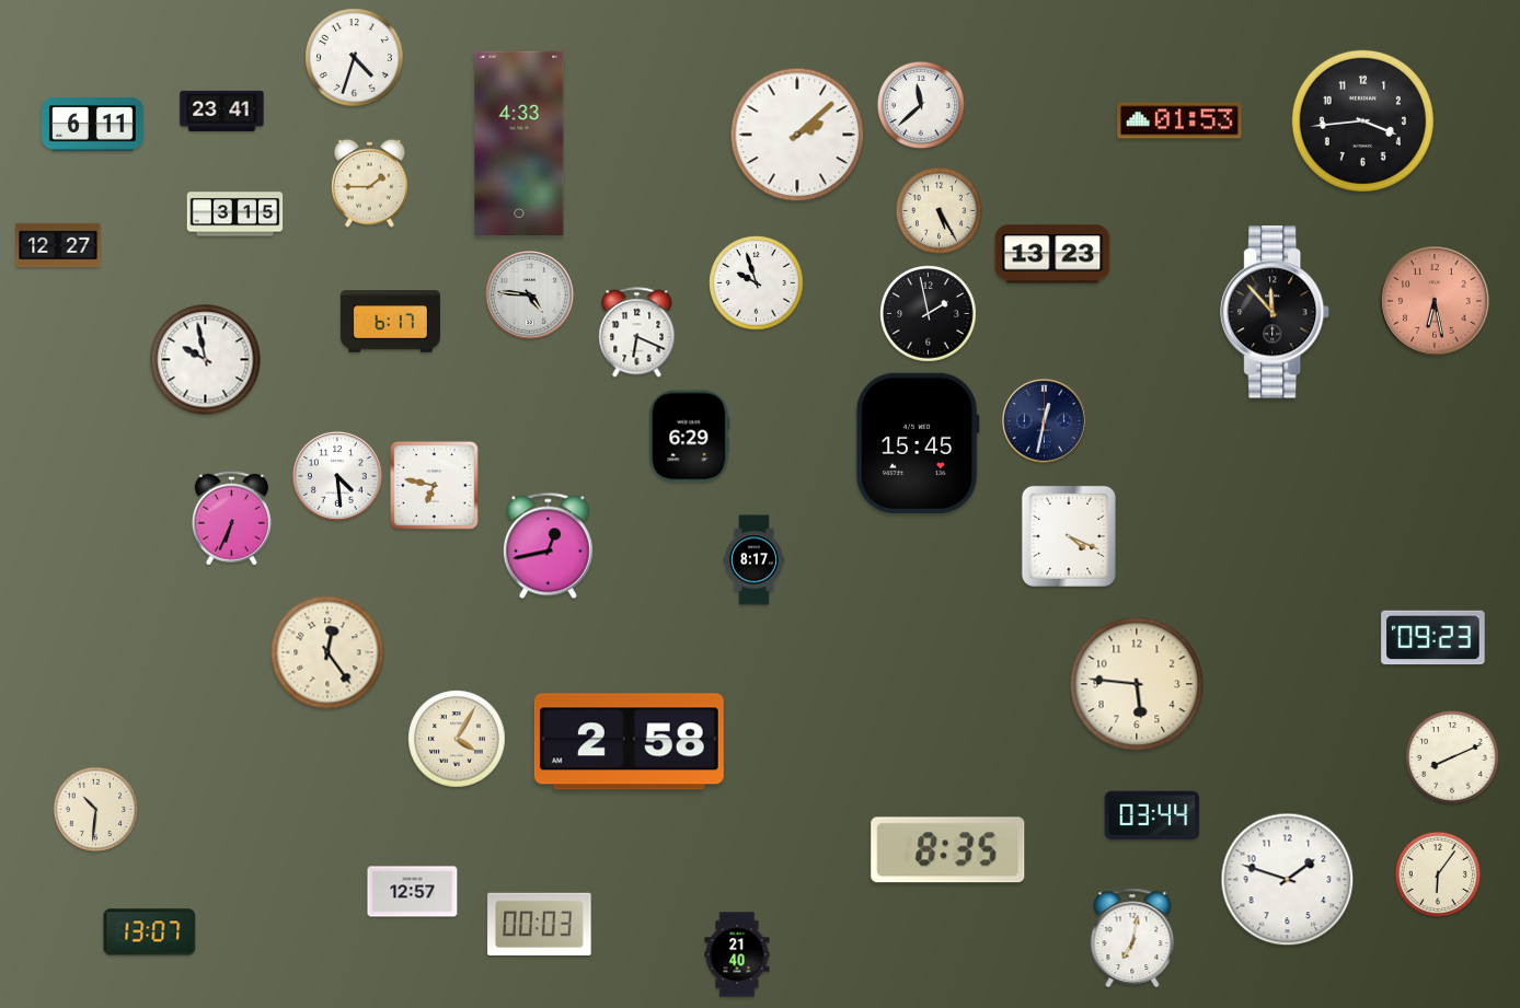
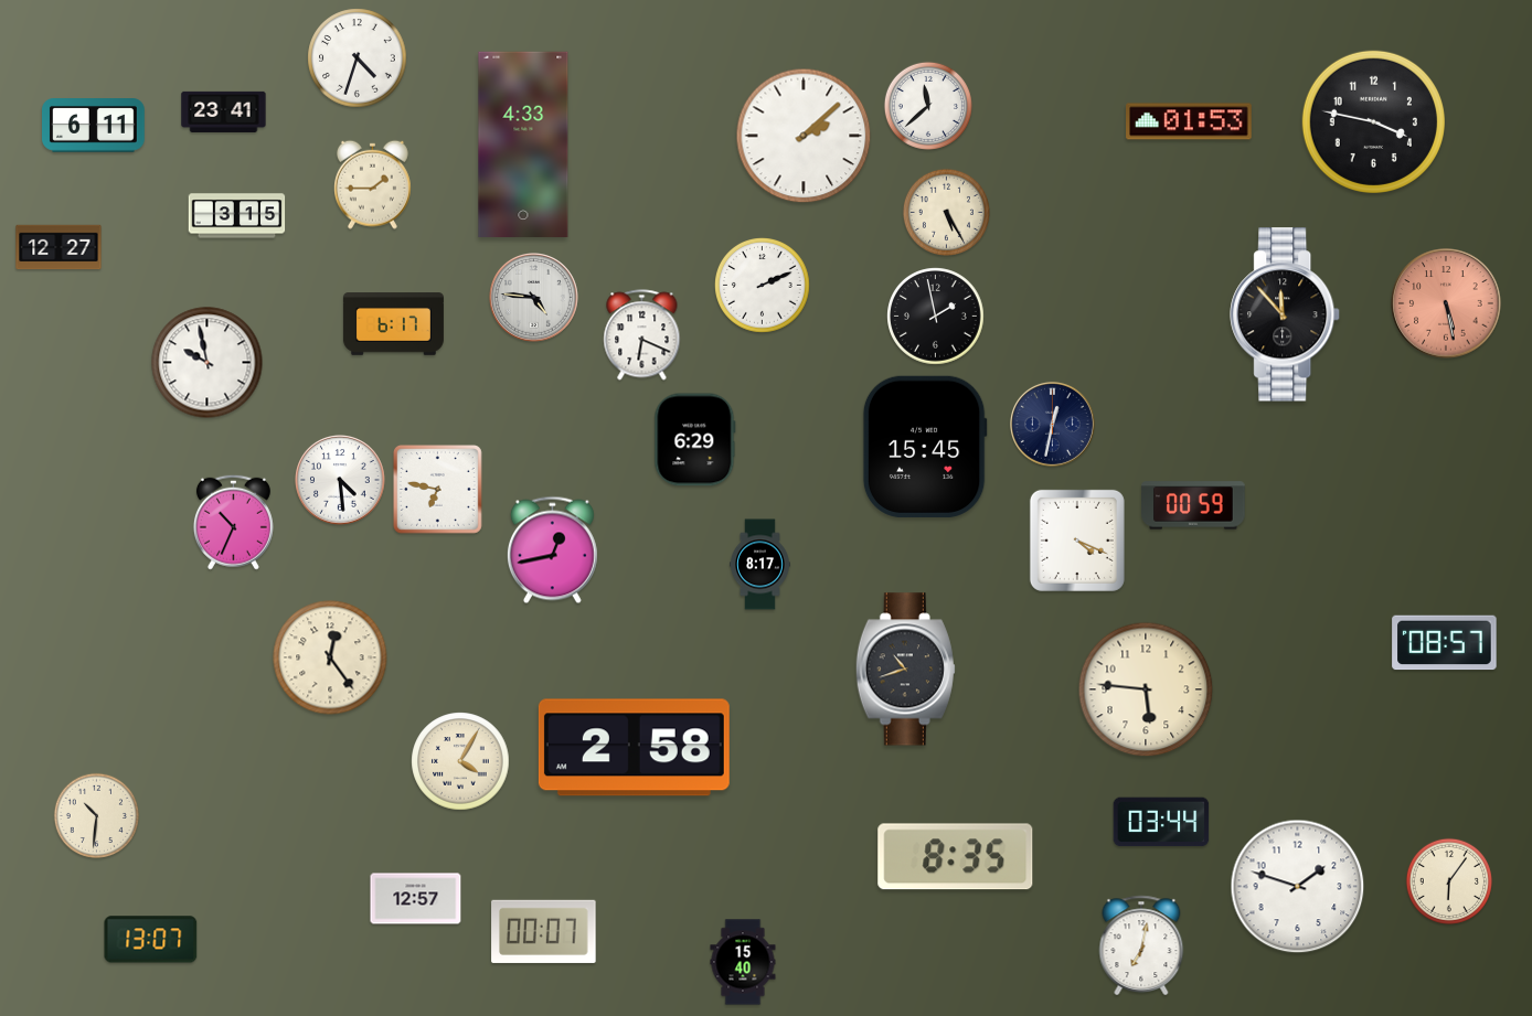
clock at (1362, 120): 3:44 -> 3:47
clock at (1052, 254): 13:23 -> none
clock at (757, 283): 9:57 -> 2:11
clock at (1435, 301): 6:28 -> 5:28
clock at (1193, 505): none -> 00:59
clock at (231, 518): 6:34 -> 10:34
clock at (1433, 638): 09:23 -> 08:57
clock at (905, 670): none -> 10:42
clock at (457, 739) position: (457, 739) -> (460, 761)
clock at (1452, 757): 8:11 -> none
clock at (540, 924): 00:03 -> 00:07
clock at (737, 954): 21:40 -> 15:40
